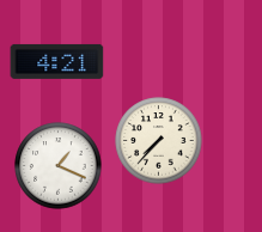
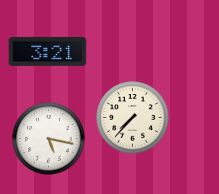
clock at (57, 61): 4:21 -> 3:21
clock at (59, 166): 1:19 -> 5:17
